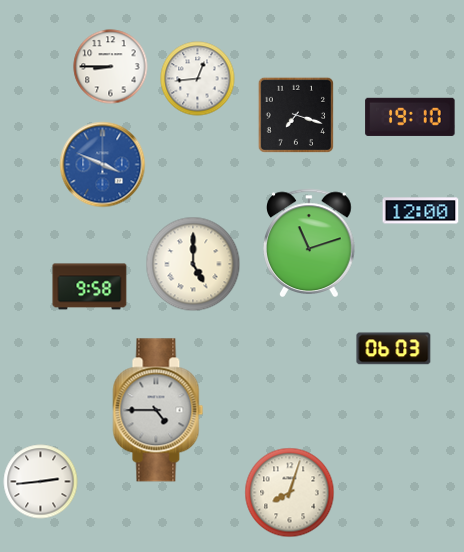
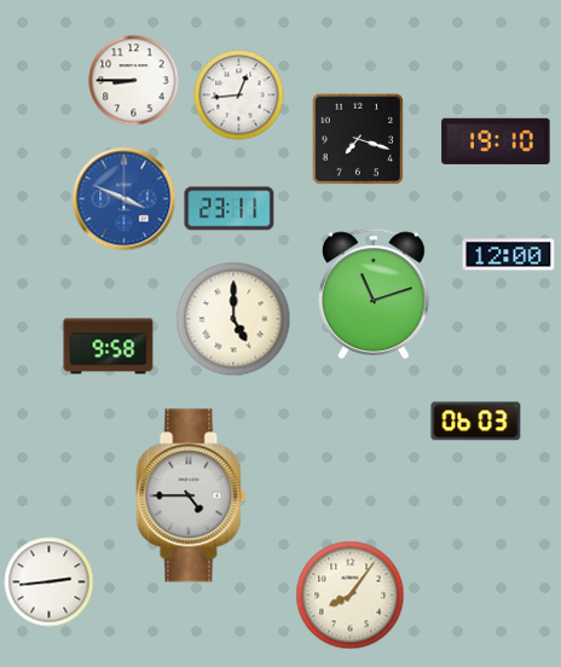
clock at (230, 209): none -> 23:11
clock at (290, 493): 8:03 -> 8:06
